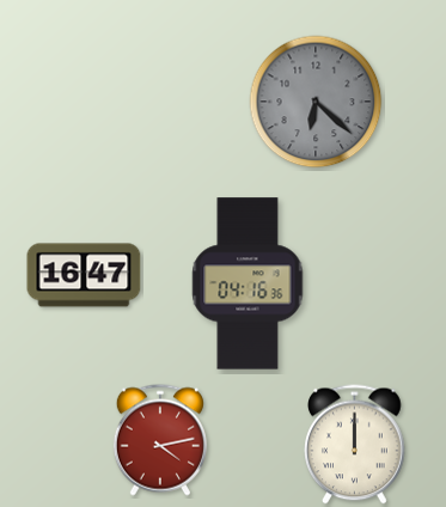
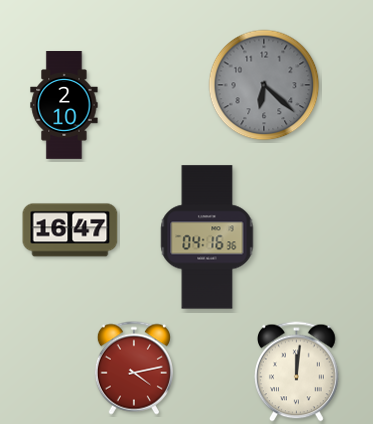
clock at (64, 106): none -> 2:10
clock at (355, 445): 12:00 -> 12:01
